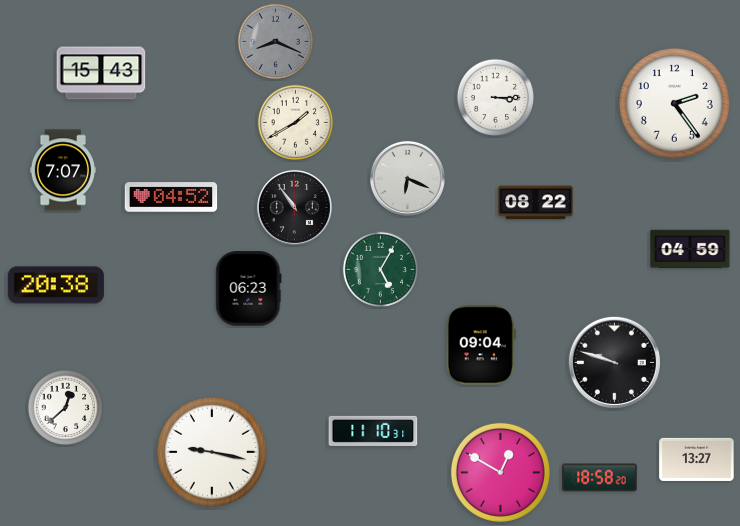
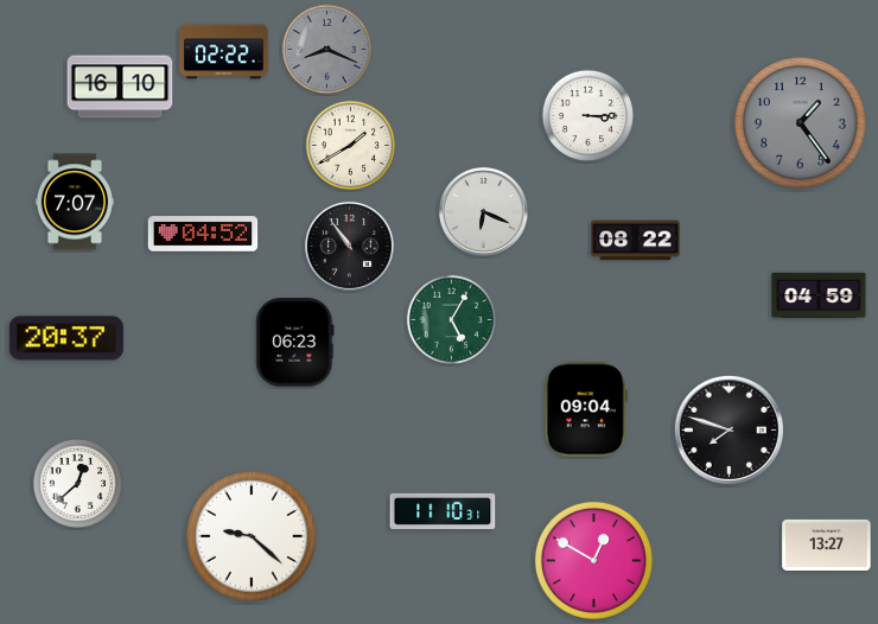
clock at (224, 52): none -> 02:22
clock at (101, 73): 15:43 -> 16:10
clock at (674, 103): 2:24 -> 1:24
clock at (674, 103) dial: white -> grey
clock at (56, 285): 20:38 -> 20:37
clock at (481, 345) position: (481, 345) -> (586, 409)
clock at (614, 362): 9:48 -> 7:48
clock at (212, 452): 9:17 -> 9:22
clock at (600, 478): 18:58 -> none
